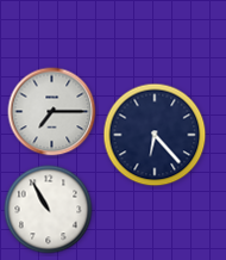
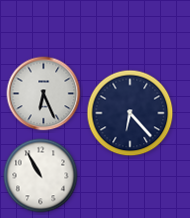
clock at (52, 112): 7:15 -> 6:26
